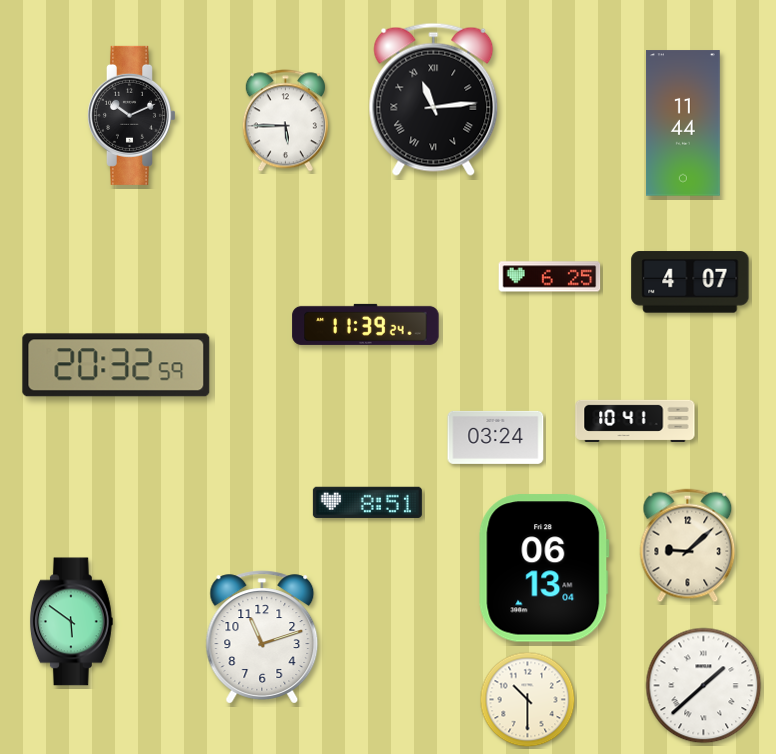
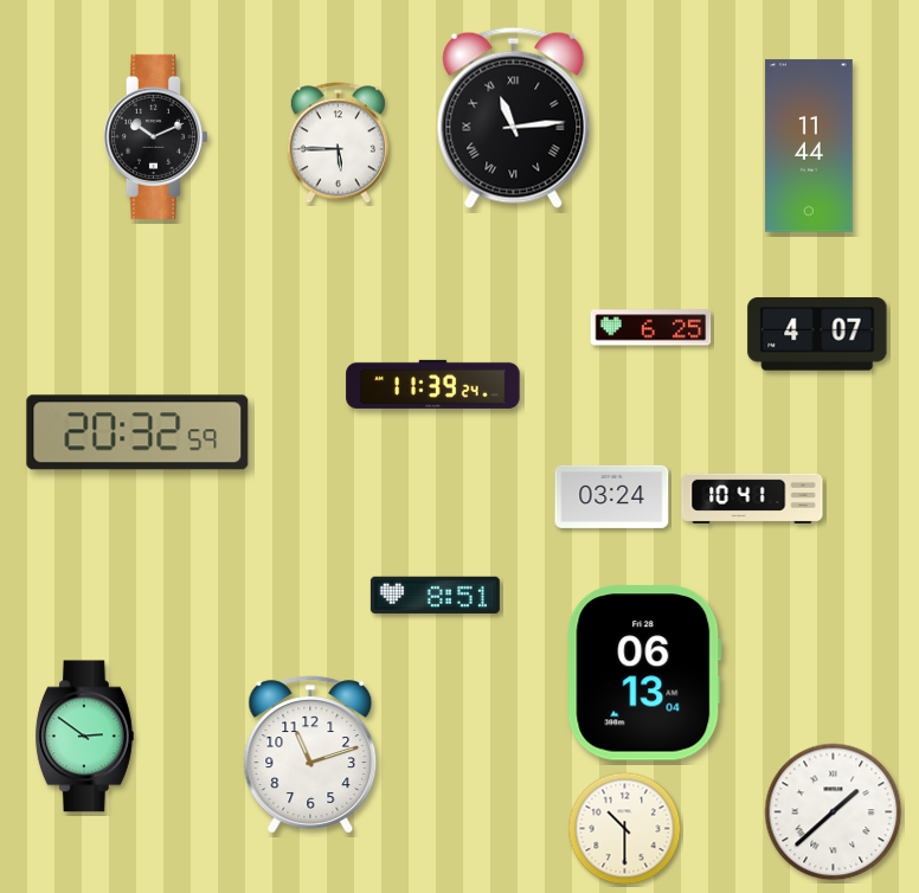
clock at (496, 437) position: (496, 437) -> (612, 496)
clock at (688, 546): 9:08 -> none
clock at (71, 622): 5:51 -> 2:51
